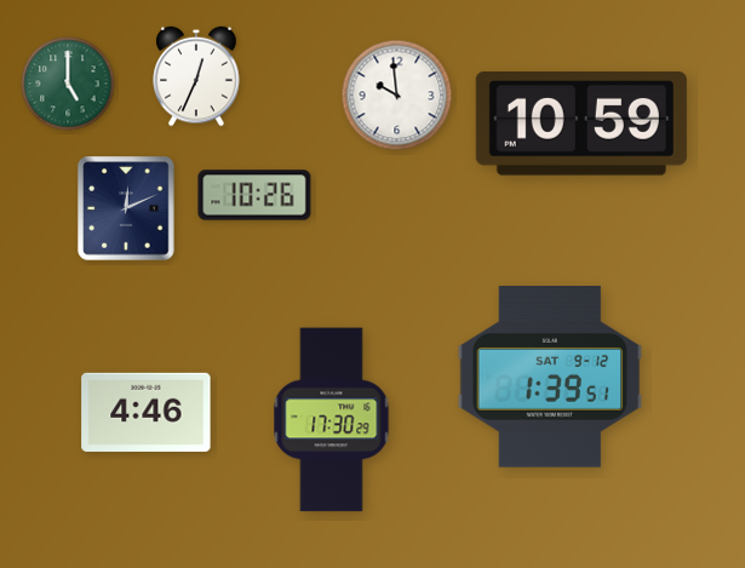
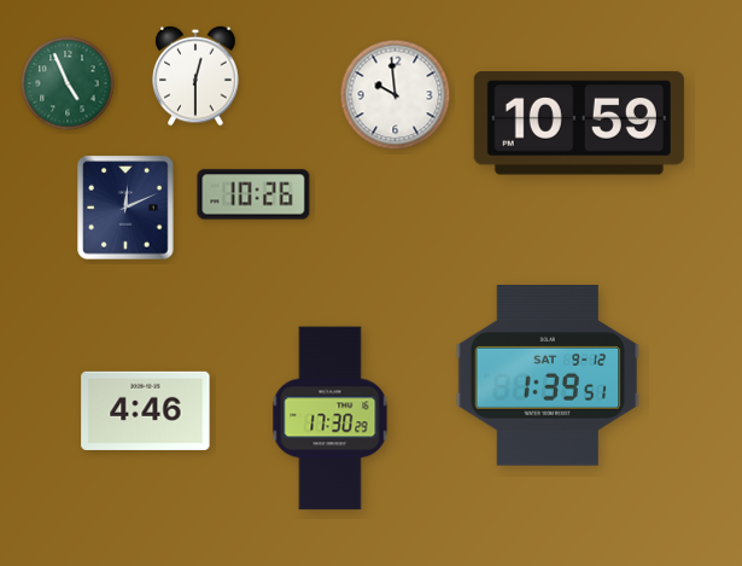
clock at (196, 76): 12:34 -> 12:30
clock at (68, 84): 5:00 -> 4:56
